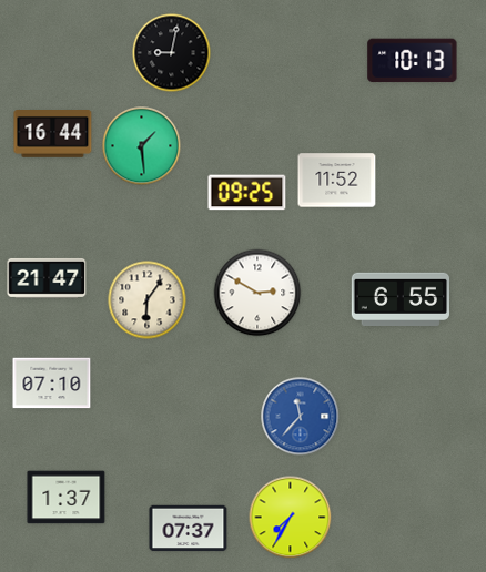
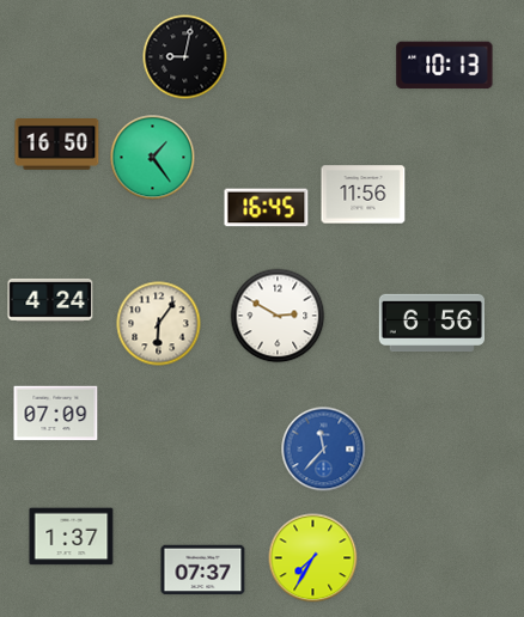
clock at (53, 134): 16:44 -> 16:50
clock at (142, 146): 1:29 -> 1:24
clock at (337, 181): 11:52 -> 11:56
clock at (247, 193): 09:25 -> 16:45
clock at (47, 278): 21:47 -> 4:24
clock at (399, 298): 6:55 -> 6:56
clock at (52, 384): 07:10 -> 07:09
